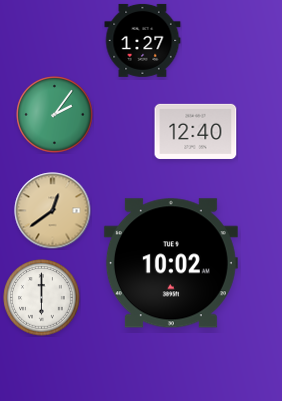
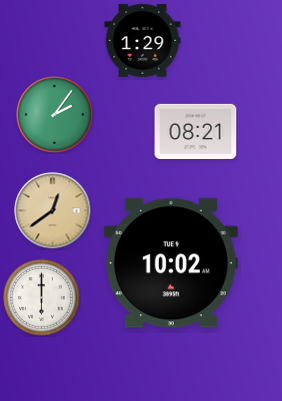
clock at (143, 40): 1:27 -> 1:29
clock at (196, 131): 12:40 -> 08:21
